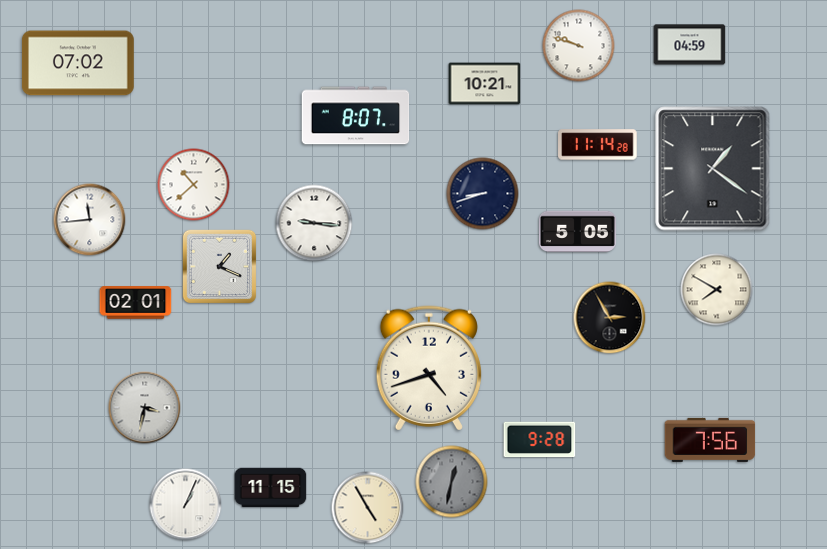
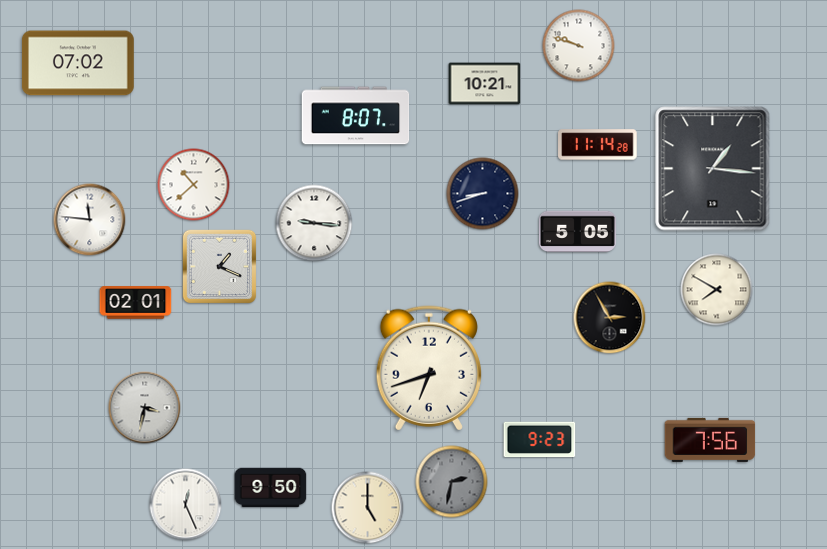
clock at (690, 45): 04:59 -> none
clock at (713, 169): 1:21 -> 1:16
clock at (90, 220): 11:44 -> 11:46
clock at (429, 368): 4:42 -> 6:42
clock at (540, 440): 9:28 -> 9:23
clock at (452, 482): 12:32 -> 2:32
clock at (271, 488): 11:15 -> 9:50
clock at (186, 505): 1:04 -> 12:26
clock at (368, 508): 4:55 -> 5:00
